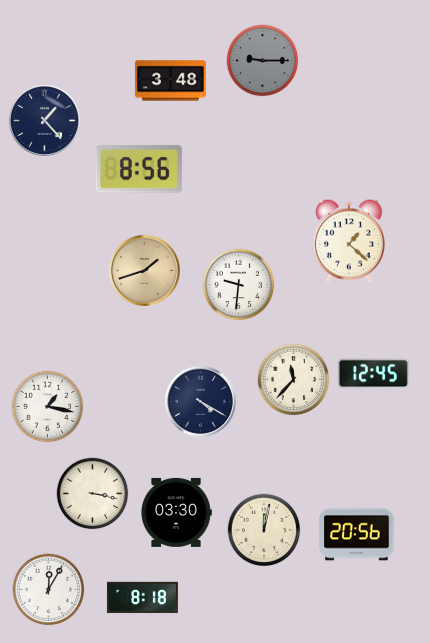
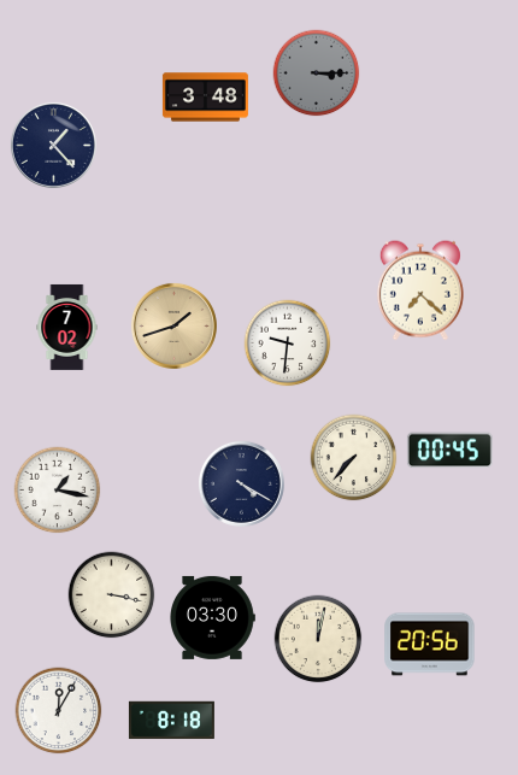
clock at (263, 61): 9:15 -> 3:15
clock at (139, 169): 8:56 -> none
clock at (349, 241): 1:22 -> 7:22
clock at (67, 327): none -> 7:02
clock at (373, 374): 12:45 -> 00:45
clock at (294, 380): 11:37 -> 7:37
